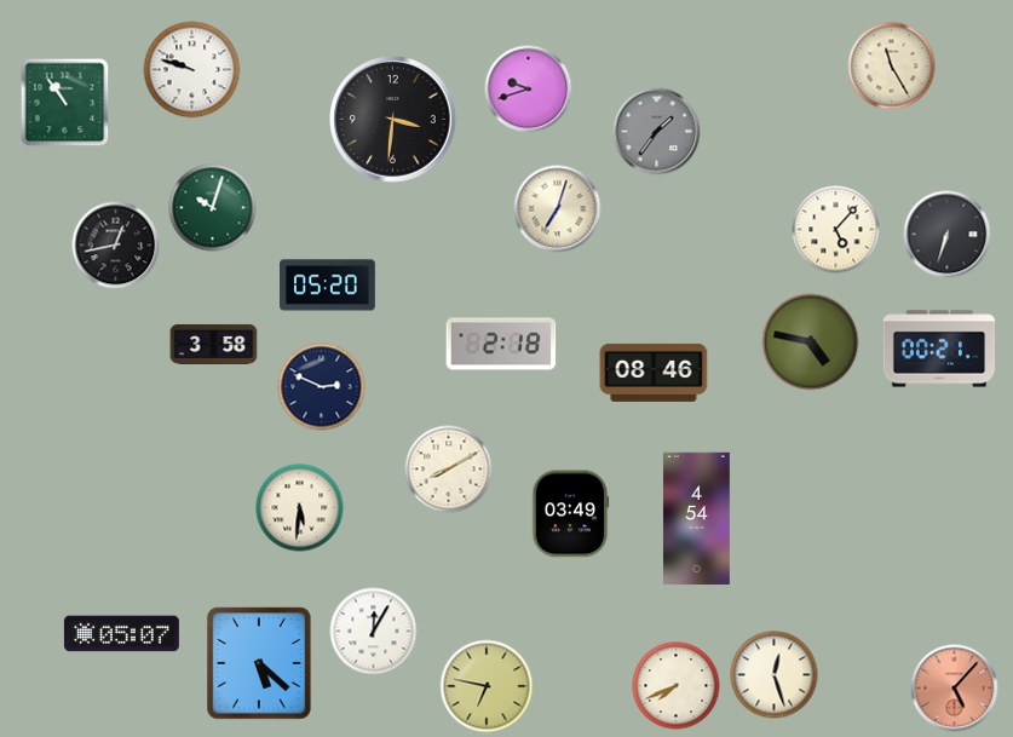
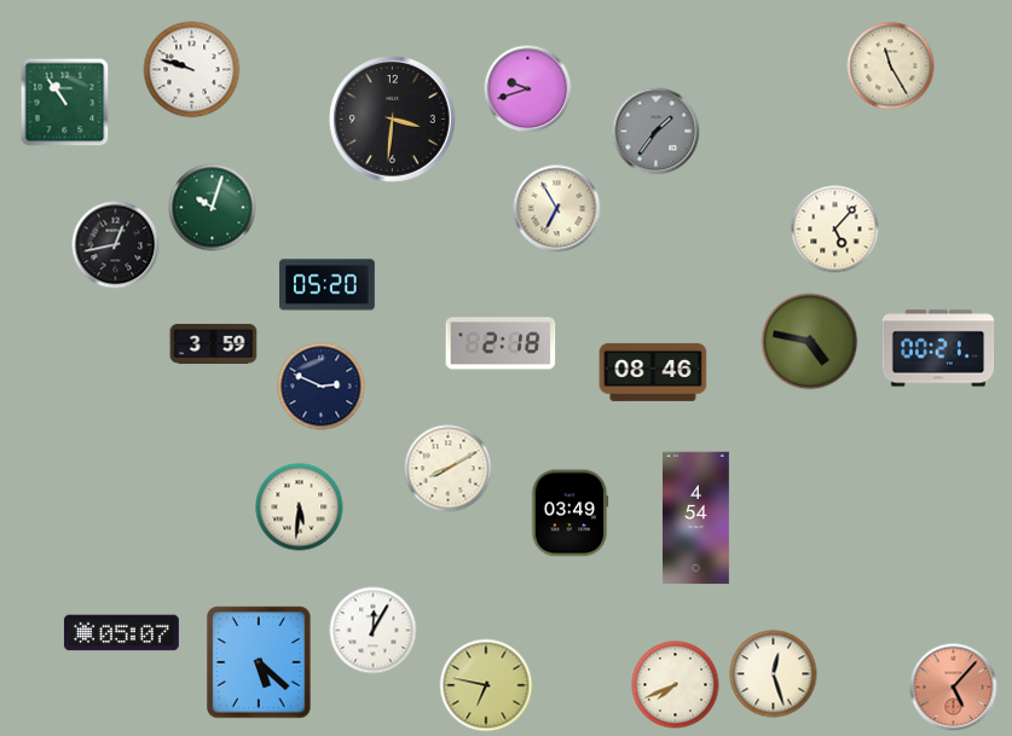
clock at (558, 209): 7:03 -> 6:55
clock at (948, 235): 6:33 -> none
clock at (214, 344): 3:58 -> 3:59
